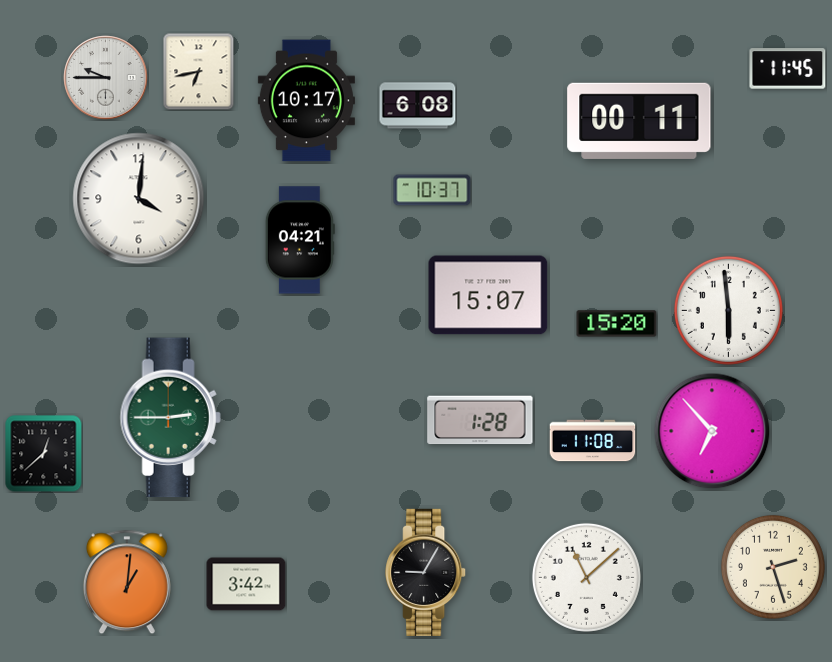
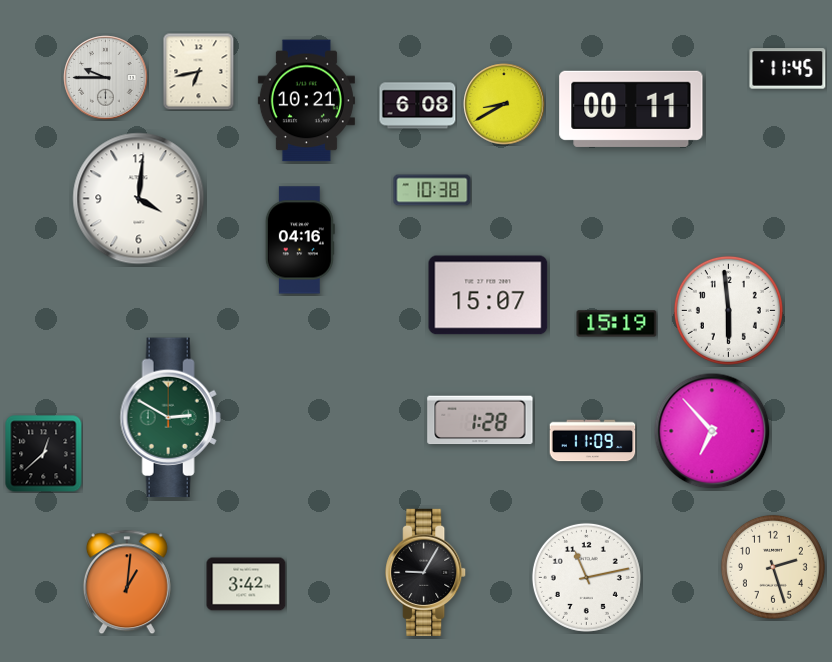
clock at (306, 101): 10:17 -> 10:21
clock at (504, 104): none -> 8:40
clock at (639, 121) position: (639, 121) -> (631, 109)
clock at (432, 190): 10:37 -> 10:38
clock at (300, 240): 04:21 -> 04:16
clock at (617, 324): 15:20 -> 15:19
clock at (170, 418): 2:45 -> 2:50
clock at (593, 441): 11:08 -> 11:09
clock at (586, 577): 11:08 -> 11:13
